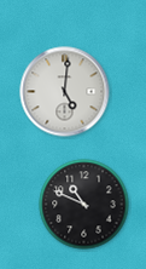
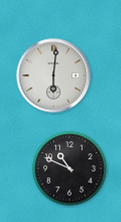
clock at (65, 92): 5:01 -> 6:01
